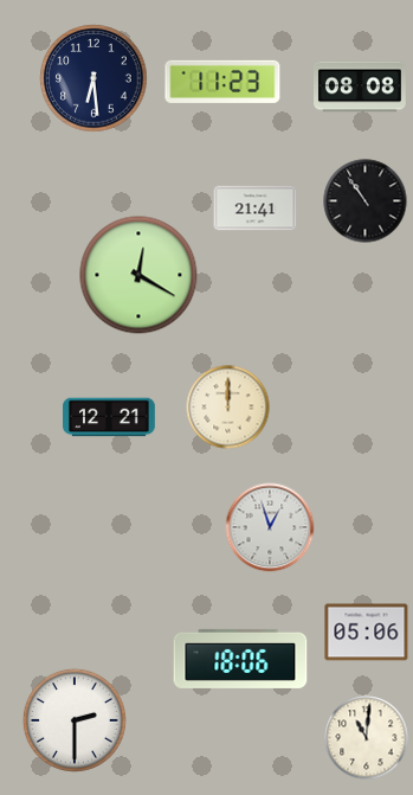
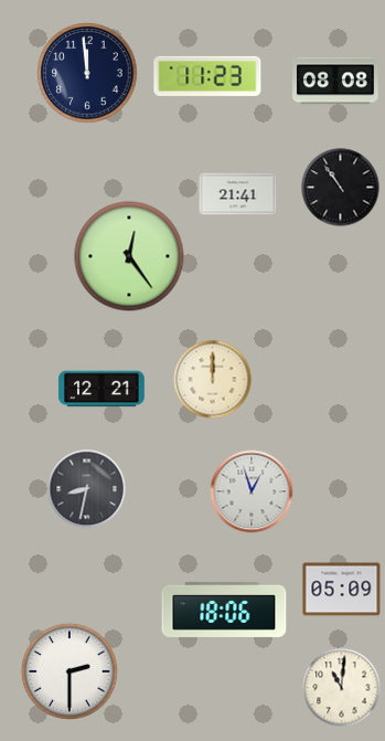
clock at (93, 78): 6:29 -> 11:59
clock at (138, 275): 12:20 -> 12:24
clock at (87, 489): none -> 8:32
clock at (367, 633): 05:06 -> 05:09
clock at (240, 659) position: (240, 659) -> (224, 610)
